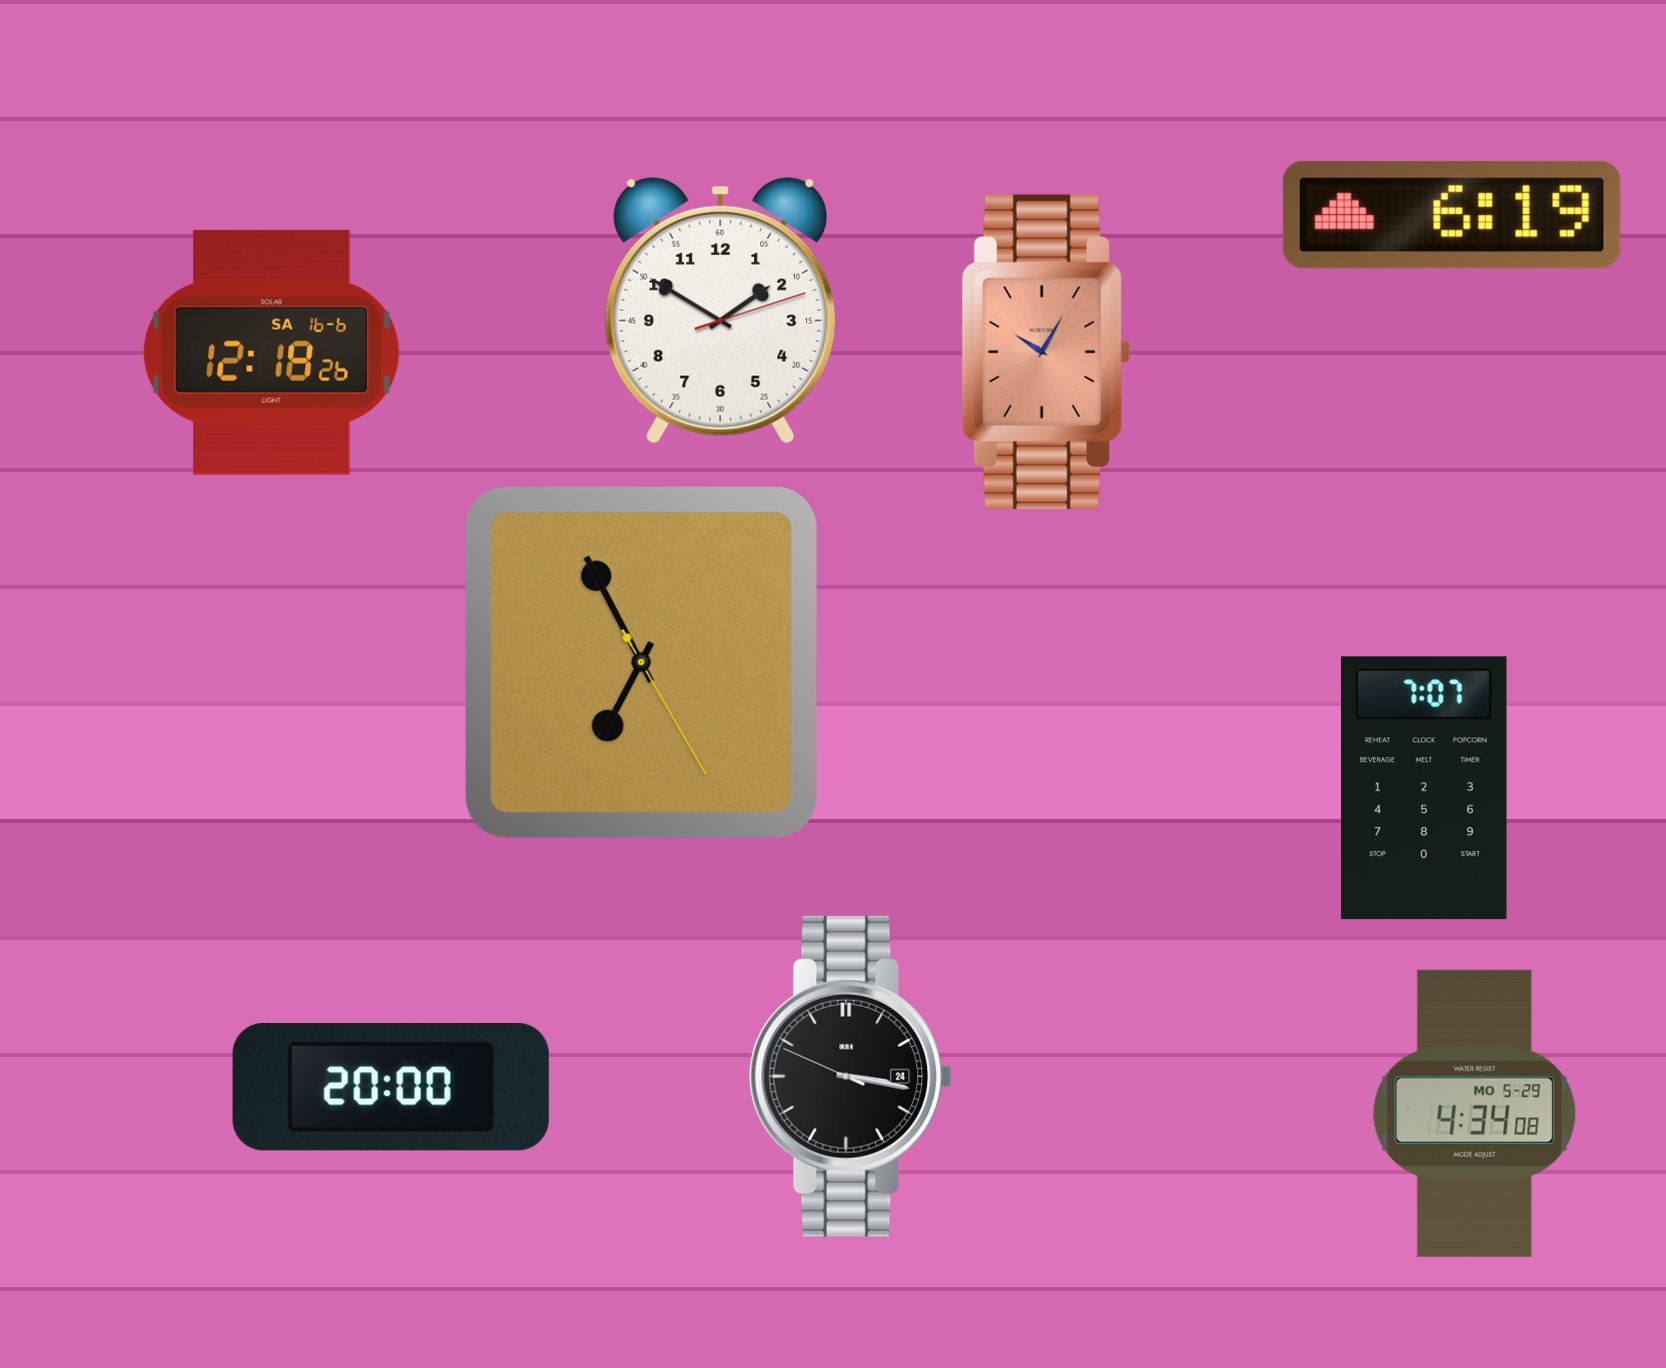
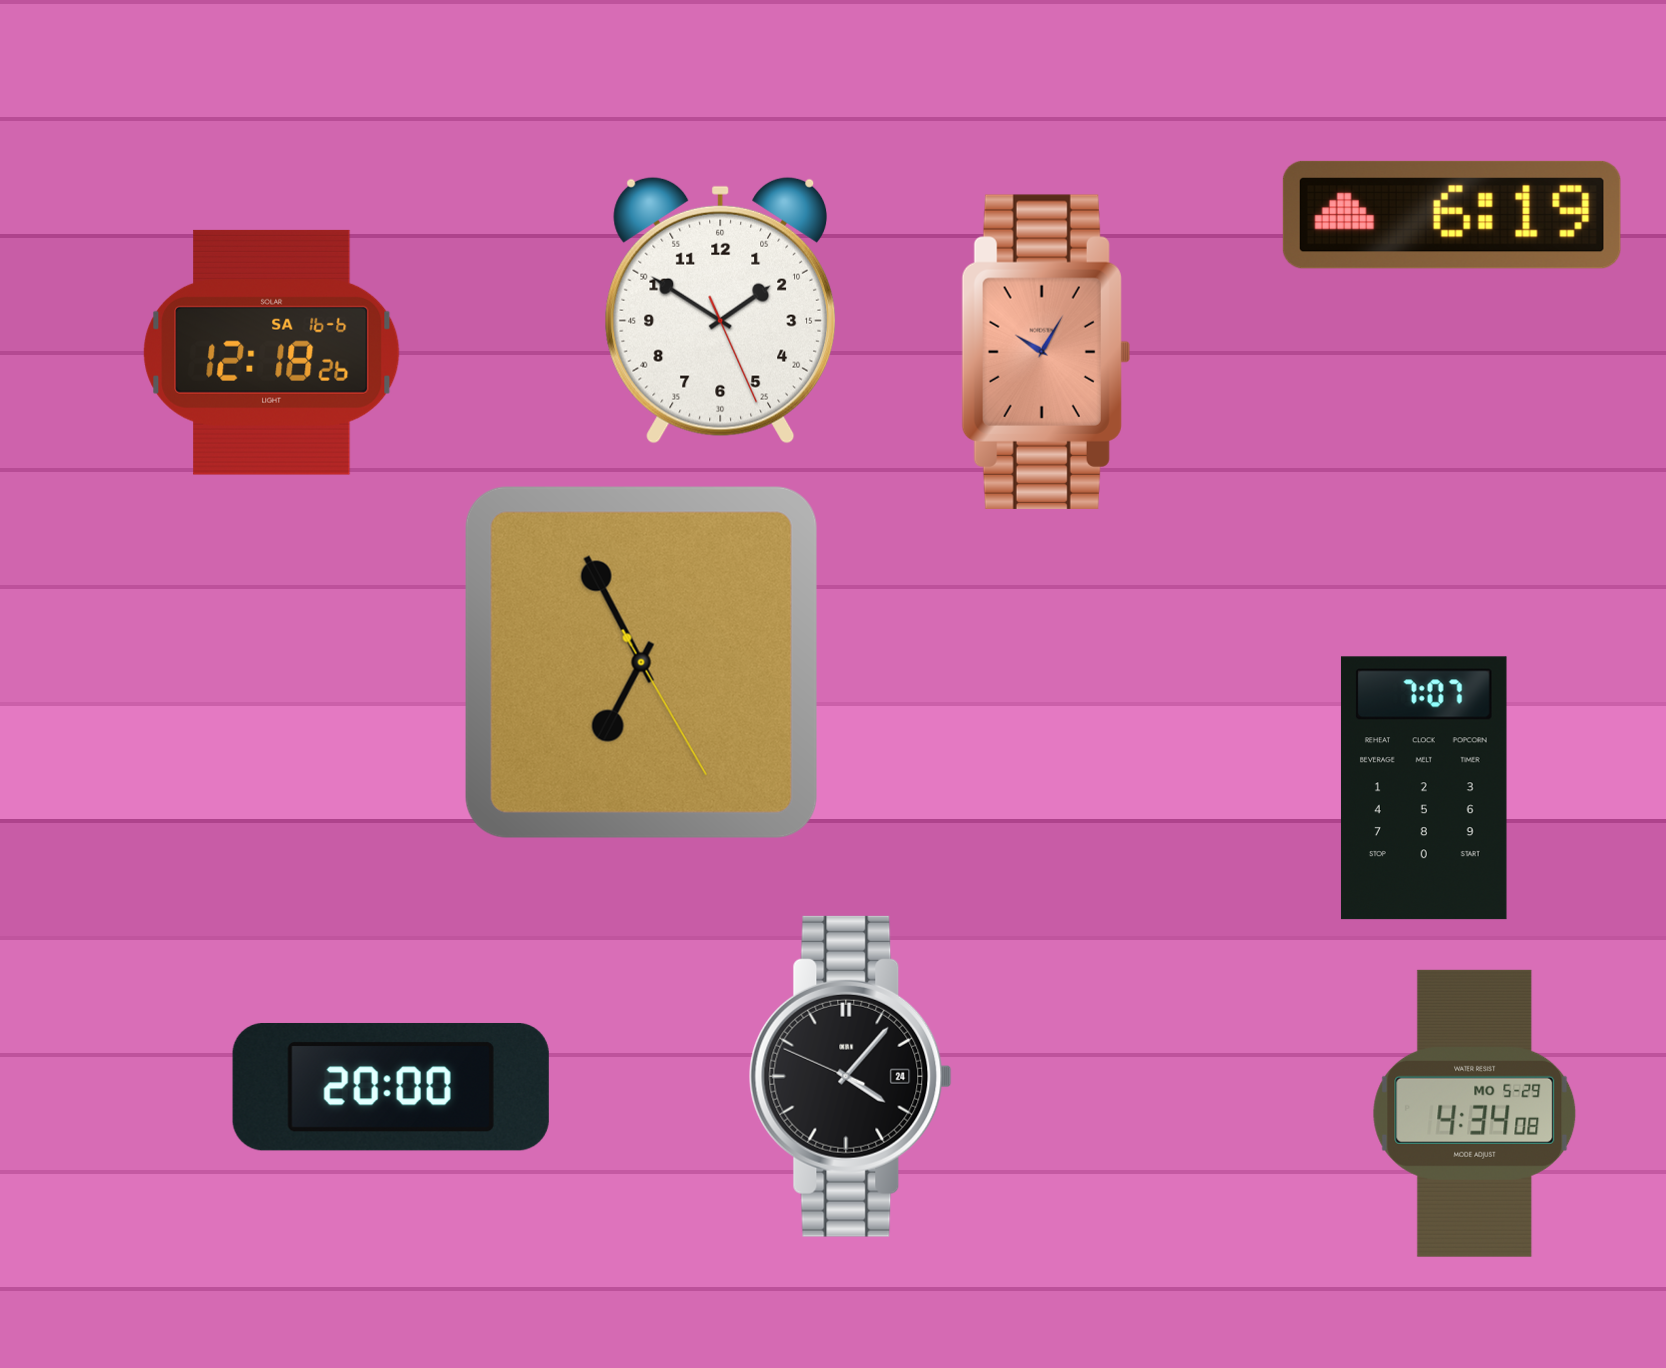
clock at (721, 310): 1:50:12 -> 1:50:26
clock at (850, 1076): 3:16 -> 4:06
